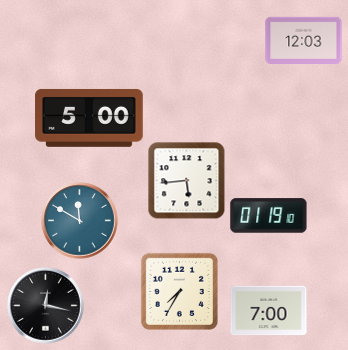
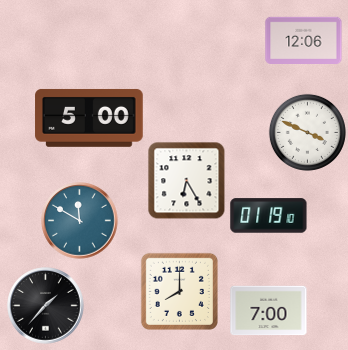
clock at (304, 40): 12:03 -> 12:06
clock at (307, 132): none -> 3:49
clock at (186, 180): 5:44 -> 6:25
clock at (179, 291): 7:35 -> 8:00
clock at (46, 306): 12:17 -> 1:37
